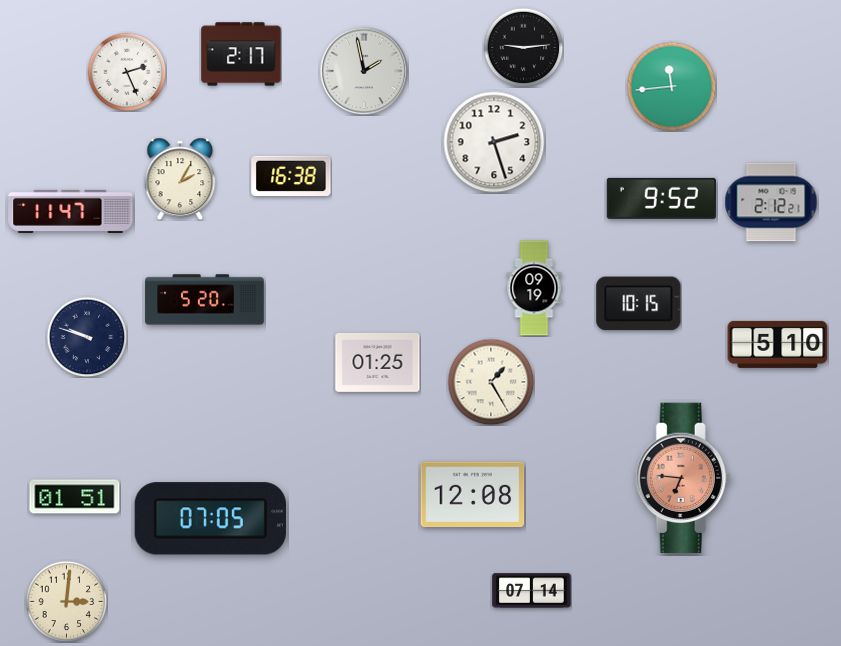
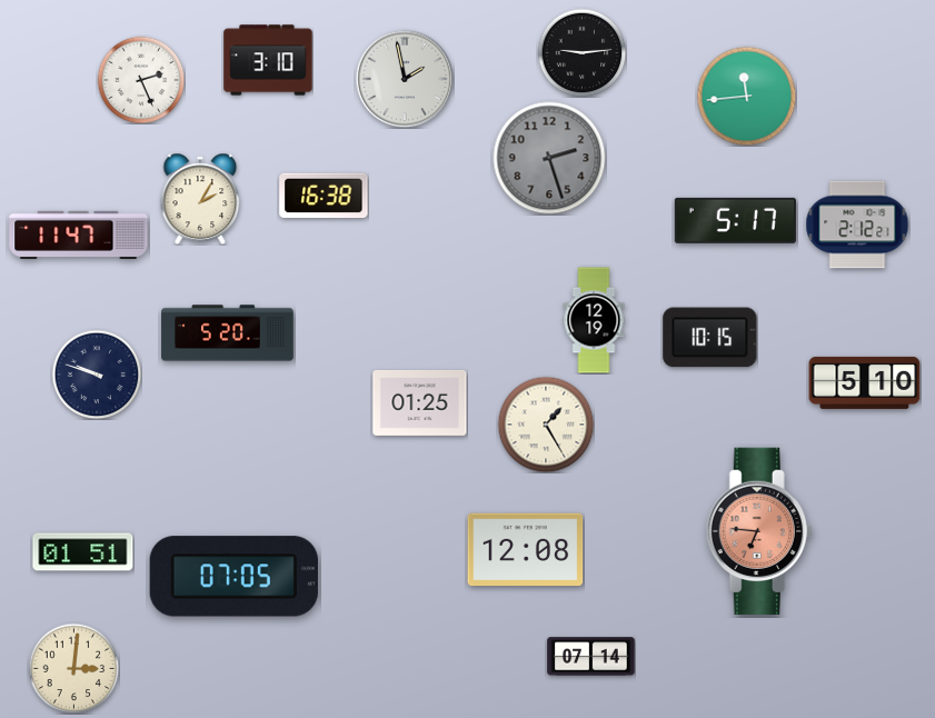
clock at (241, 54): 2:17 -> 3:10
clock at (494, 142) dial: white -> grey
clock at (661, 198): 9:52 -> 5:17
clock at (534, 288): 09:19 -> 12:19
